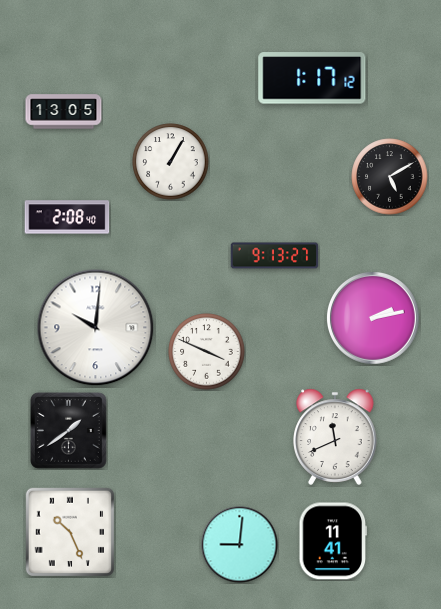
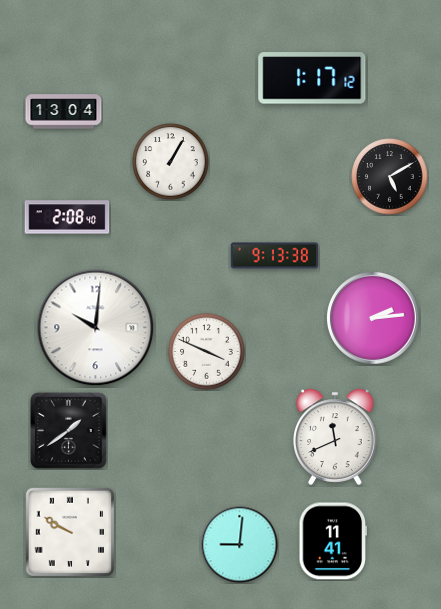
clock at (64, 112): 13:05 -> 13:04
clock at (275, 256): 9:13:27 -> 9:13:38
clock at (373, 318): 2:13 -> 2:14
clock at (69, 531): 10:26 -> 9:50
